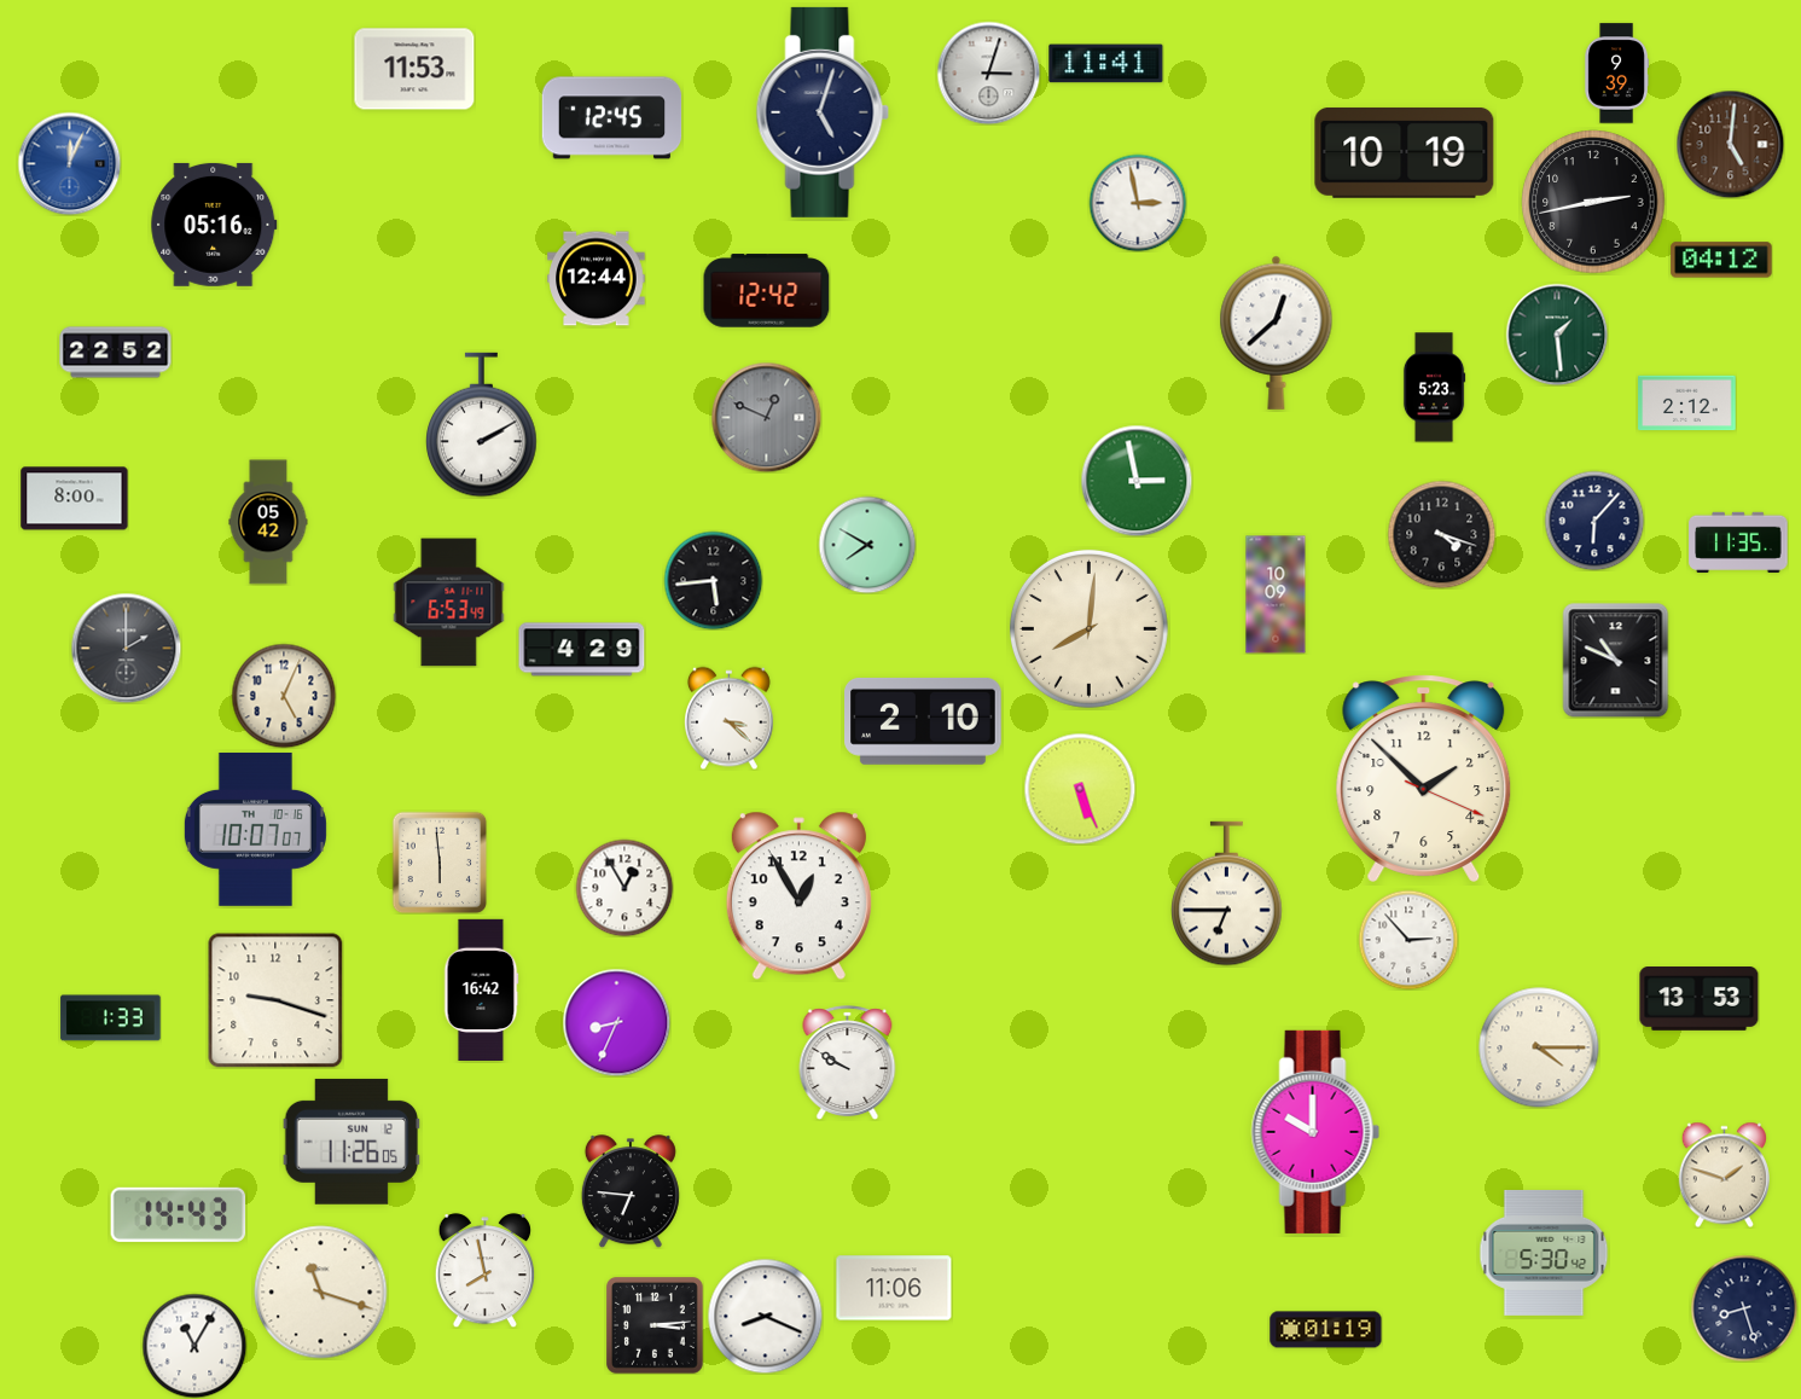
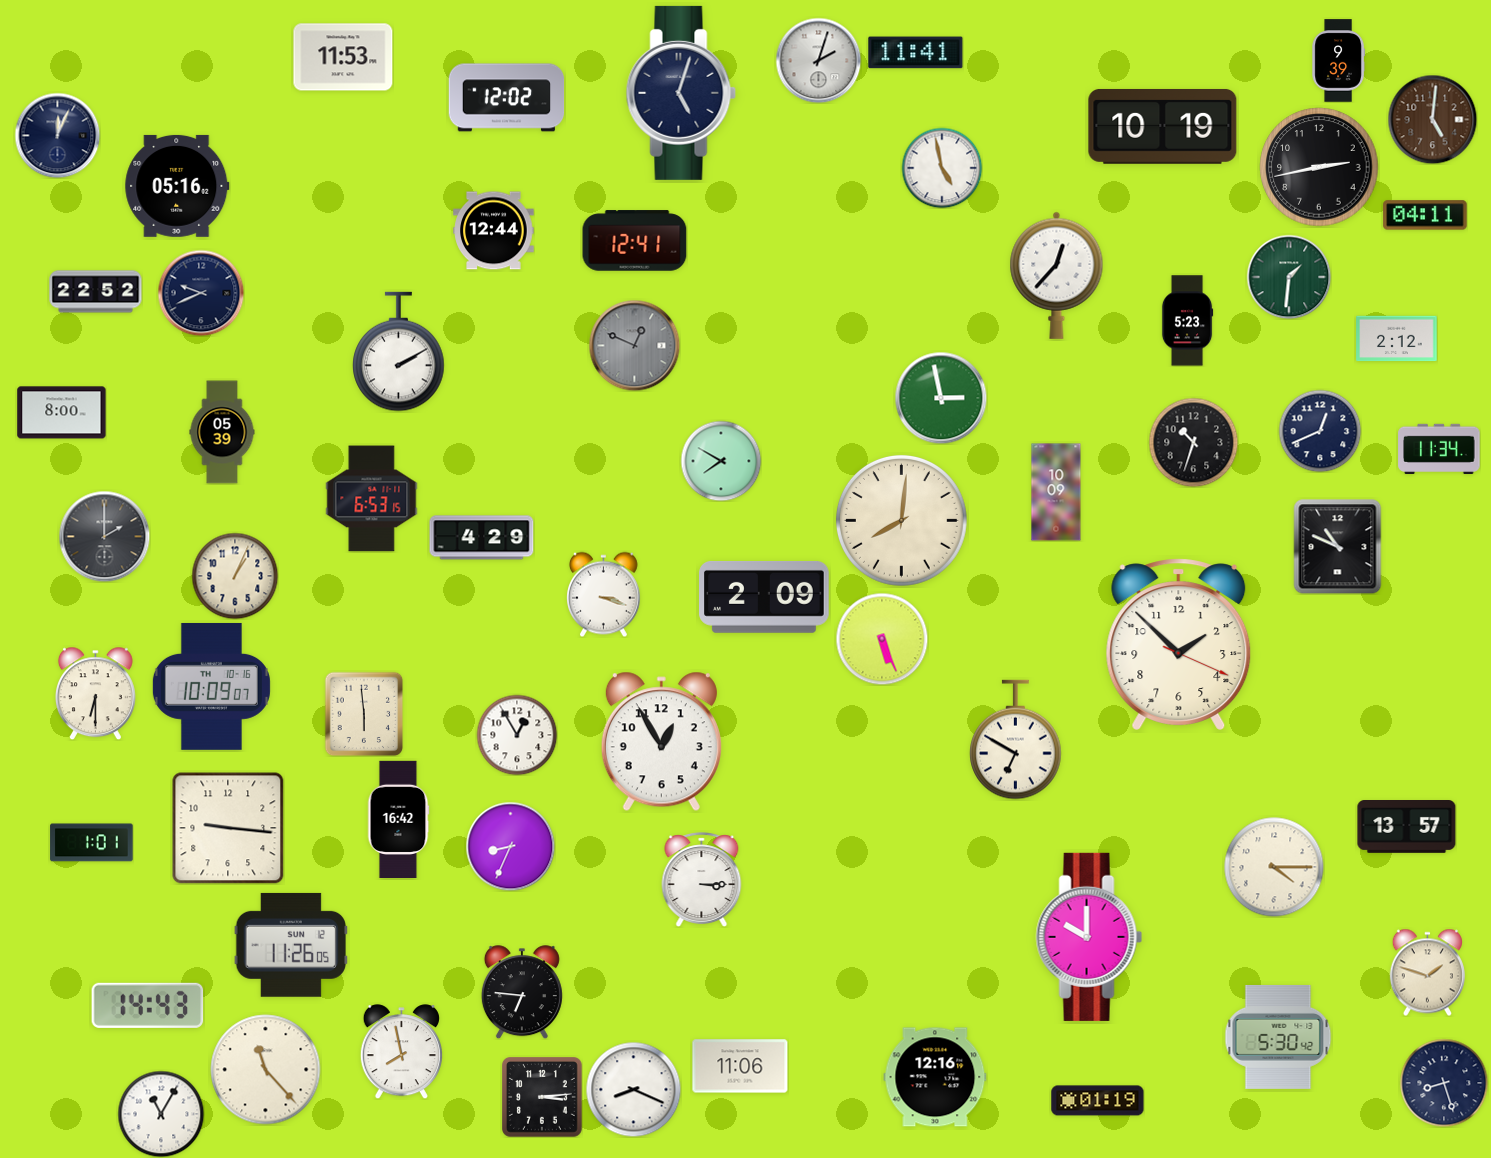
clock at (988, 72): 3:03 -> 2:03
clock at (612, 118): 12:45 -> 12:02
clock at (69, 163) dial: blue -> navy
clock at (1138, 203): 2:58 -> 4:58
clock at (1721, 260): 04:12 -> 04:11
clock at (767, 291): 12:42 -> 12:41
clock at (1277, 332): 12:38 -> 12:37
clock at (1557, 335): 1:29 -> 1:31
clock at (201, 293): none -> 9:41
clock at (1687, 404) position: (1687, 404) -> (1397, 339)
clock at (1594, 521): 6:07 -> 12:41
clock at (268, 522): 05:42 -> 05:39
clock at (1441, 534): 4:18 -> 10:33
clock at (1738, 541): 11:35 -> 11:34
clock at (867, 545) position: (867, 545) -> (721, 461)
clock at (713, 580): 5:44 -> none
clock at (449, 603): 6:53:49 -> 6:53:15
clock at (284, 696): 5:04 -> 1:04
clock at (730, 718): 3:22 -> 3:18
clock at (924, 721): 2:10 -> 2:09
clock at (1080, 789) position: (1080, 789) -> (882, 639)
clock at (255, 829): 10:07 -> 10:09
clock at (95, 693): none -> 6:30
clock at (1227, 894): 6:45 -> 6:50
clock at (1408, 940): 2:53 -> none
clock at (1700, 999): 13:53 -> 13:57
clock at (275, 1000): 9:18 -> 9:16
clock at (111, 1018): 1:33 -> 1:01
clock at (848, 1062): 9:50 -> 3:15
clock at (631, 1191) position: (631, 1191) -> (522, 992)
clock at (321, 1293): 11:18 -> 11:23
clock at (935, 1077): none -> 12:16
